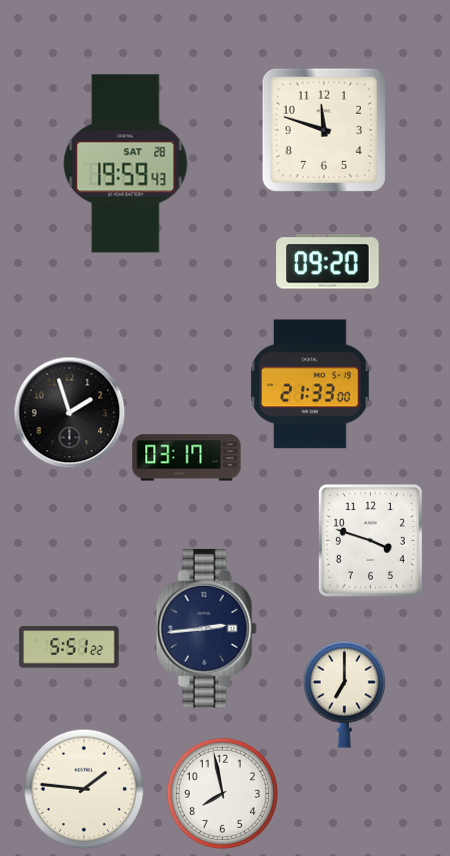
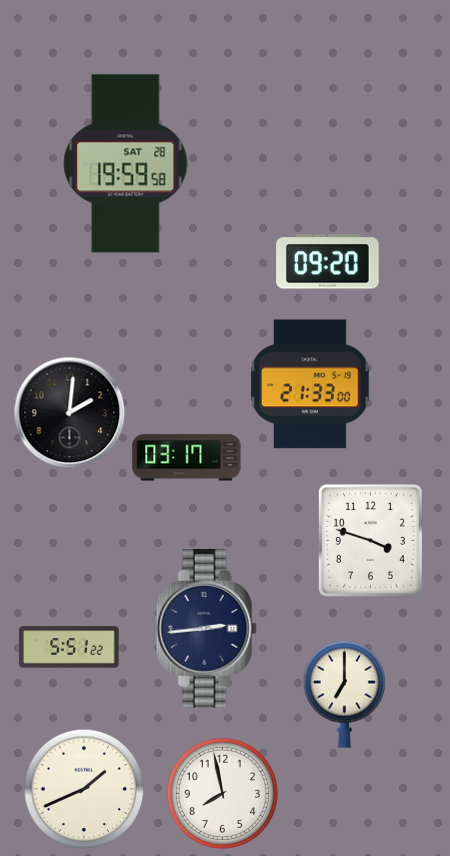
clock at (324, 130): 11:48 -> none
clock at (126, 164): 19:59:43 -> 19:59:58
clock at (69, 412): 1:57 -> 2:01
clock at (84, 789): 1:46 -> 1:41
